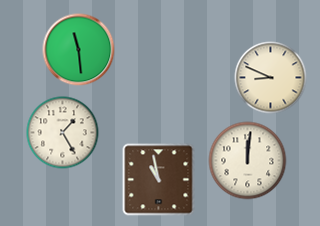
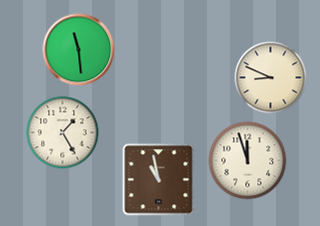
clock at (248, 161): 12:01 -> 11:57
